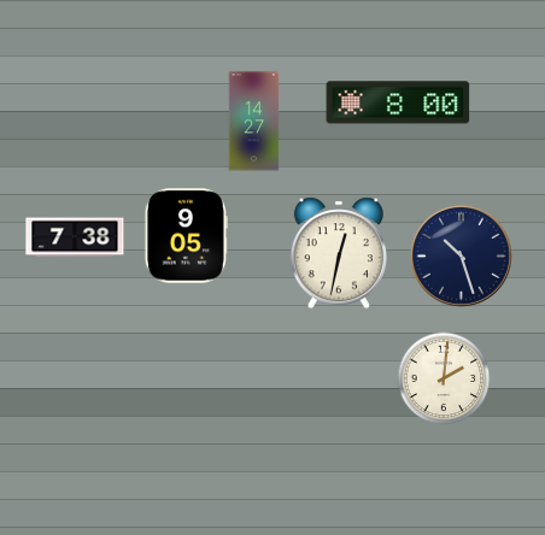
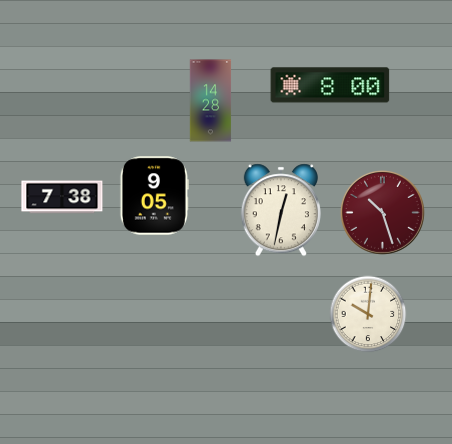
clock at (254, 122): 14:27 -> 14:28
clock at (461, 255) dial: navy -> burgundy
clock at (444, 378): 2:01 -> 10:01
